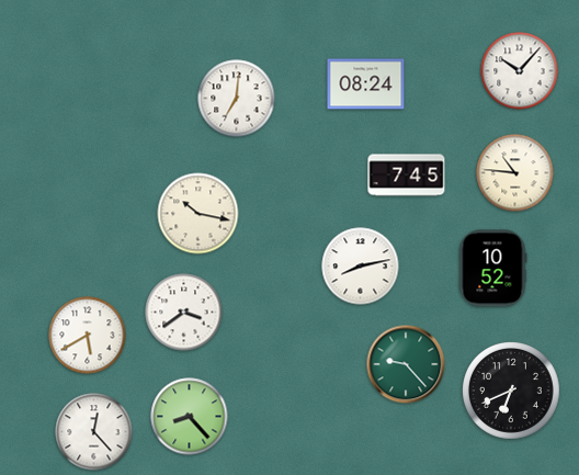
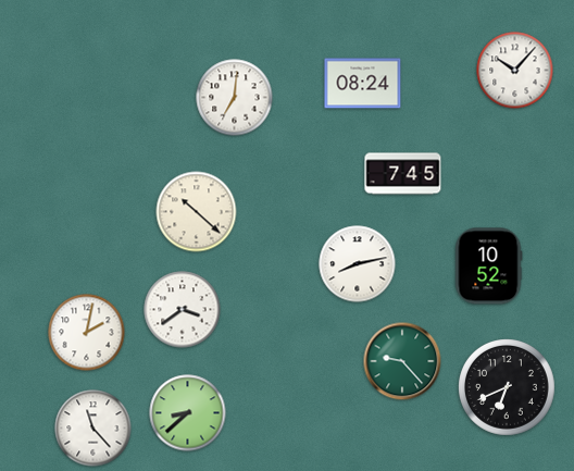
clock at (515, 173): 10:46 -> none
clock at (198, 214): 10:17 -> 10:22
clock at (88, 336): 5:40 -> 2:02
clock at (190, 417): 8:23 -> 8:38
clock at (94, 432): 12:23 -> 11:23
